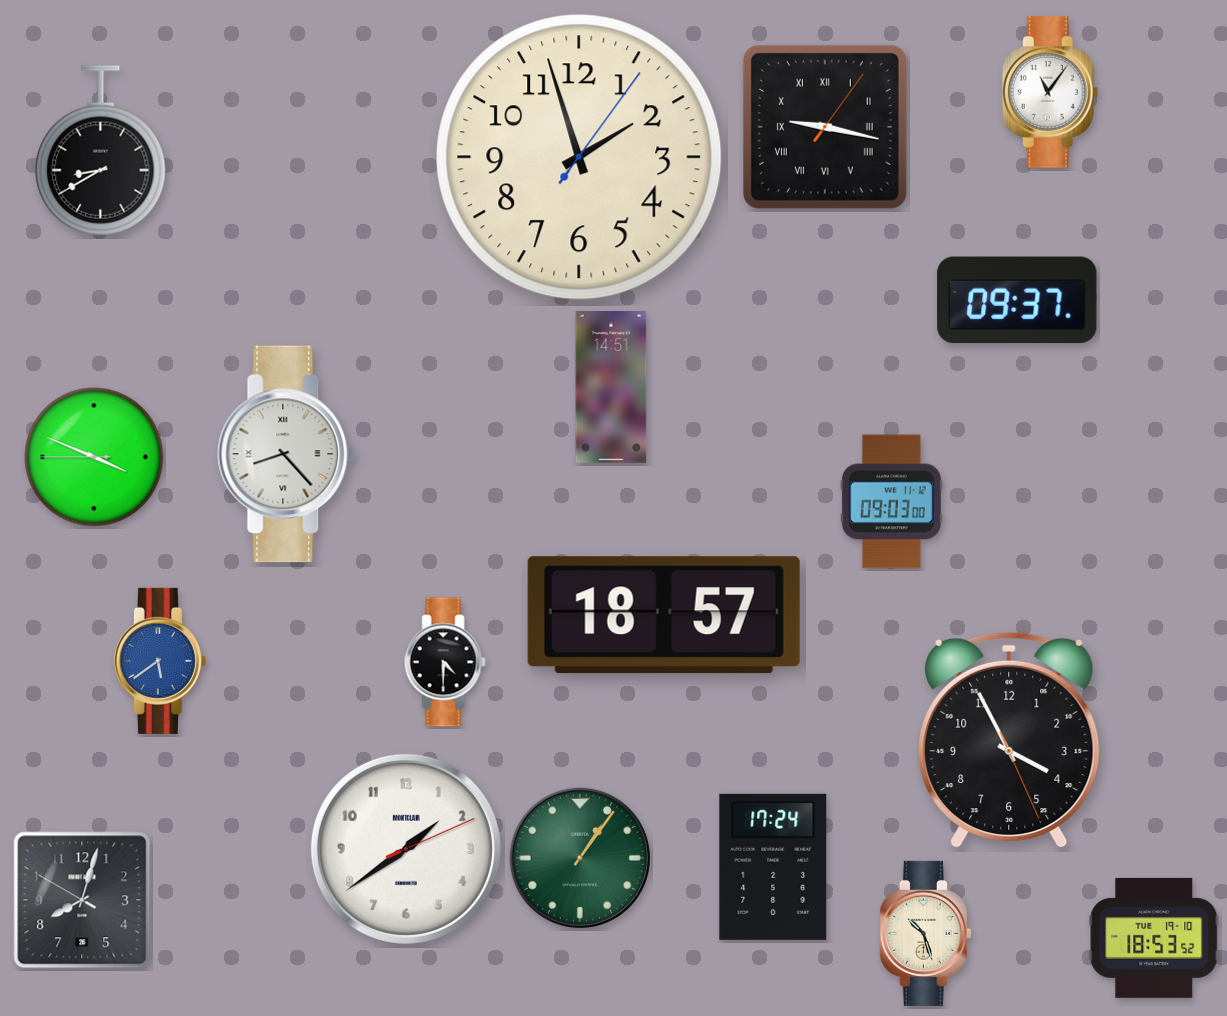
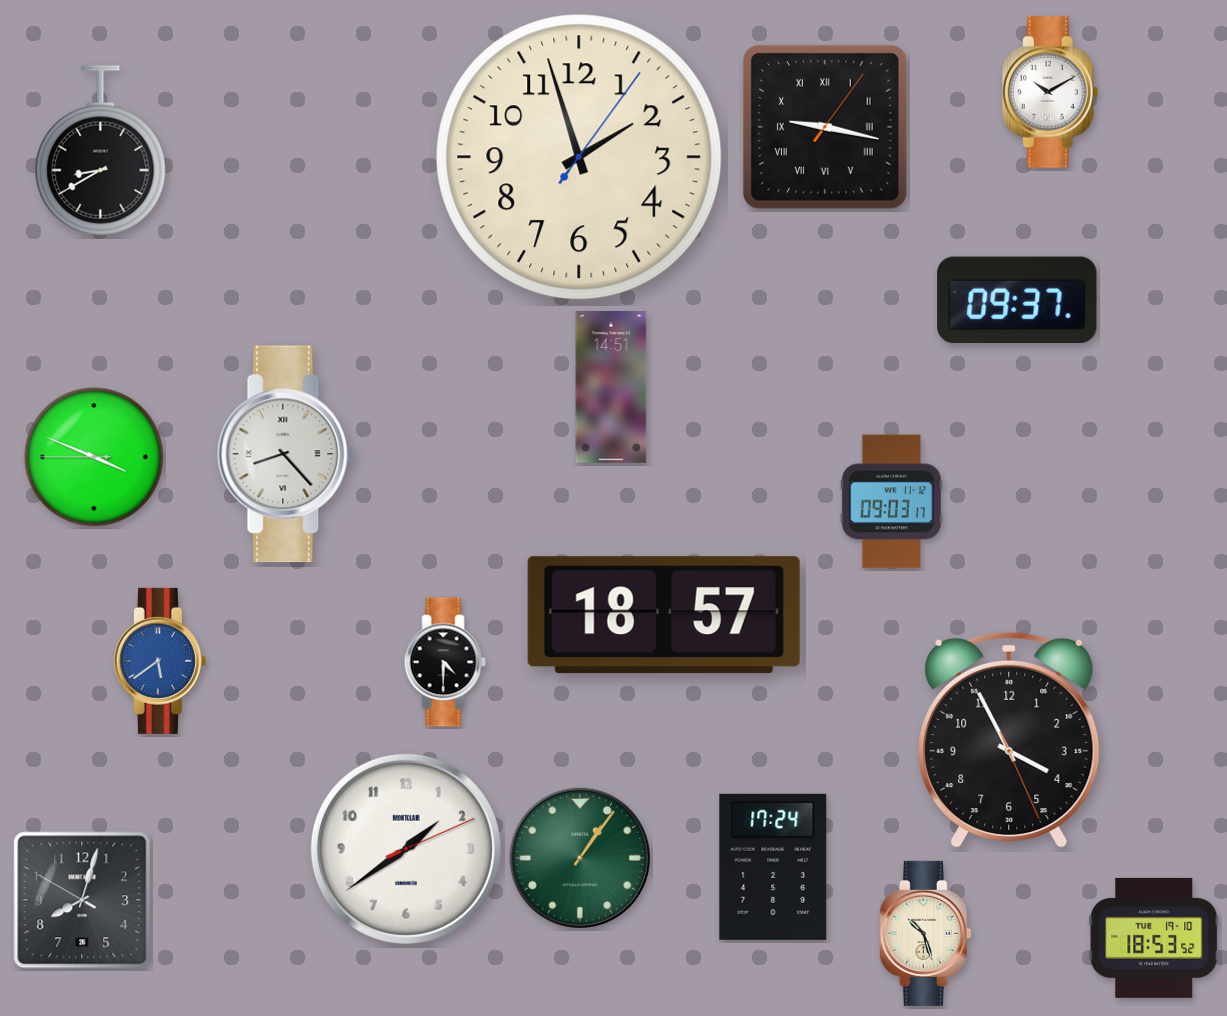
clock at (1050, 93): 11:06 -> 10:10
clock at (891, 502): 09:03:00 -> 09:03:17
